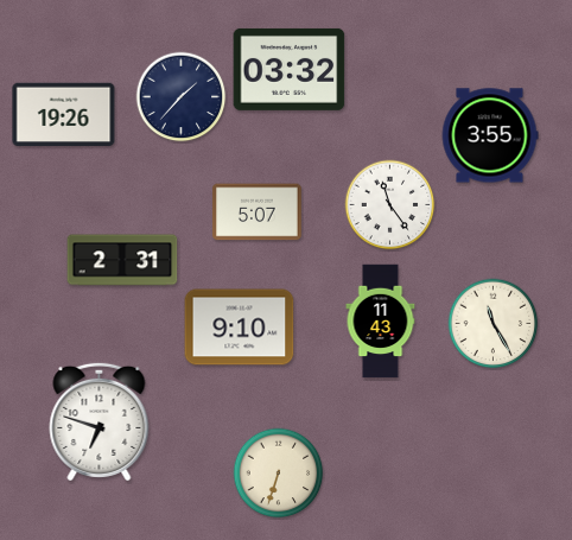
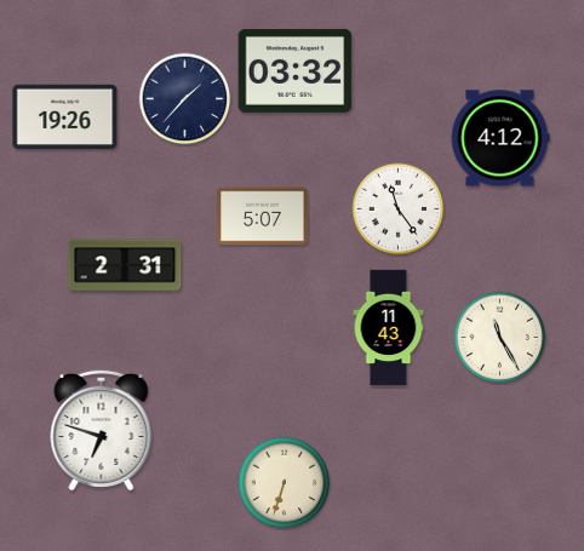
clock at (490, 135): 3:55 -> 4:12
clock at (494, 324) position: (494, 324) -> (500, 338)
clock at (240, 328): 9:10 -> none
